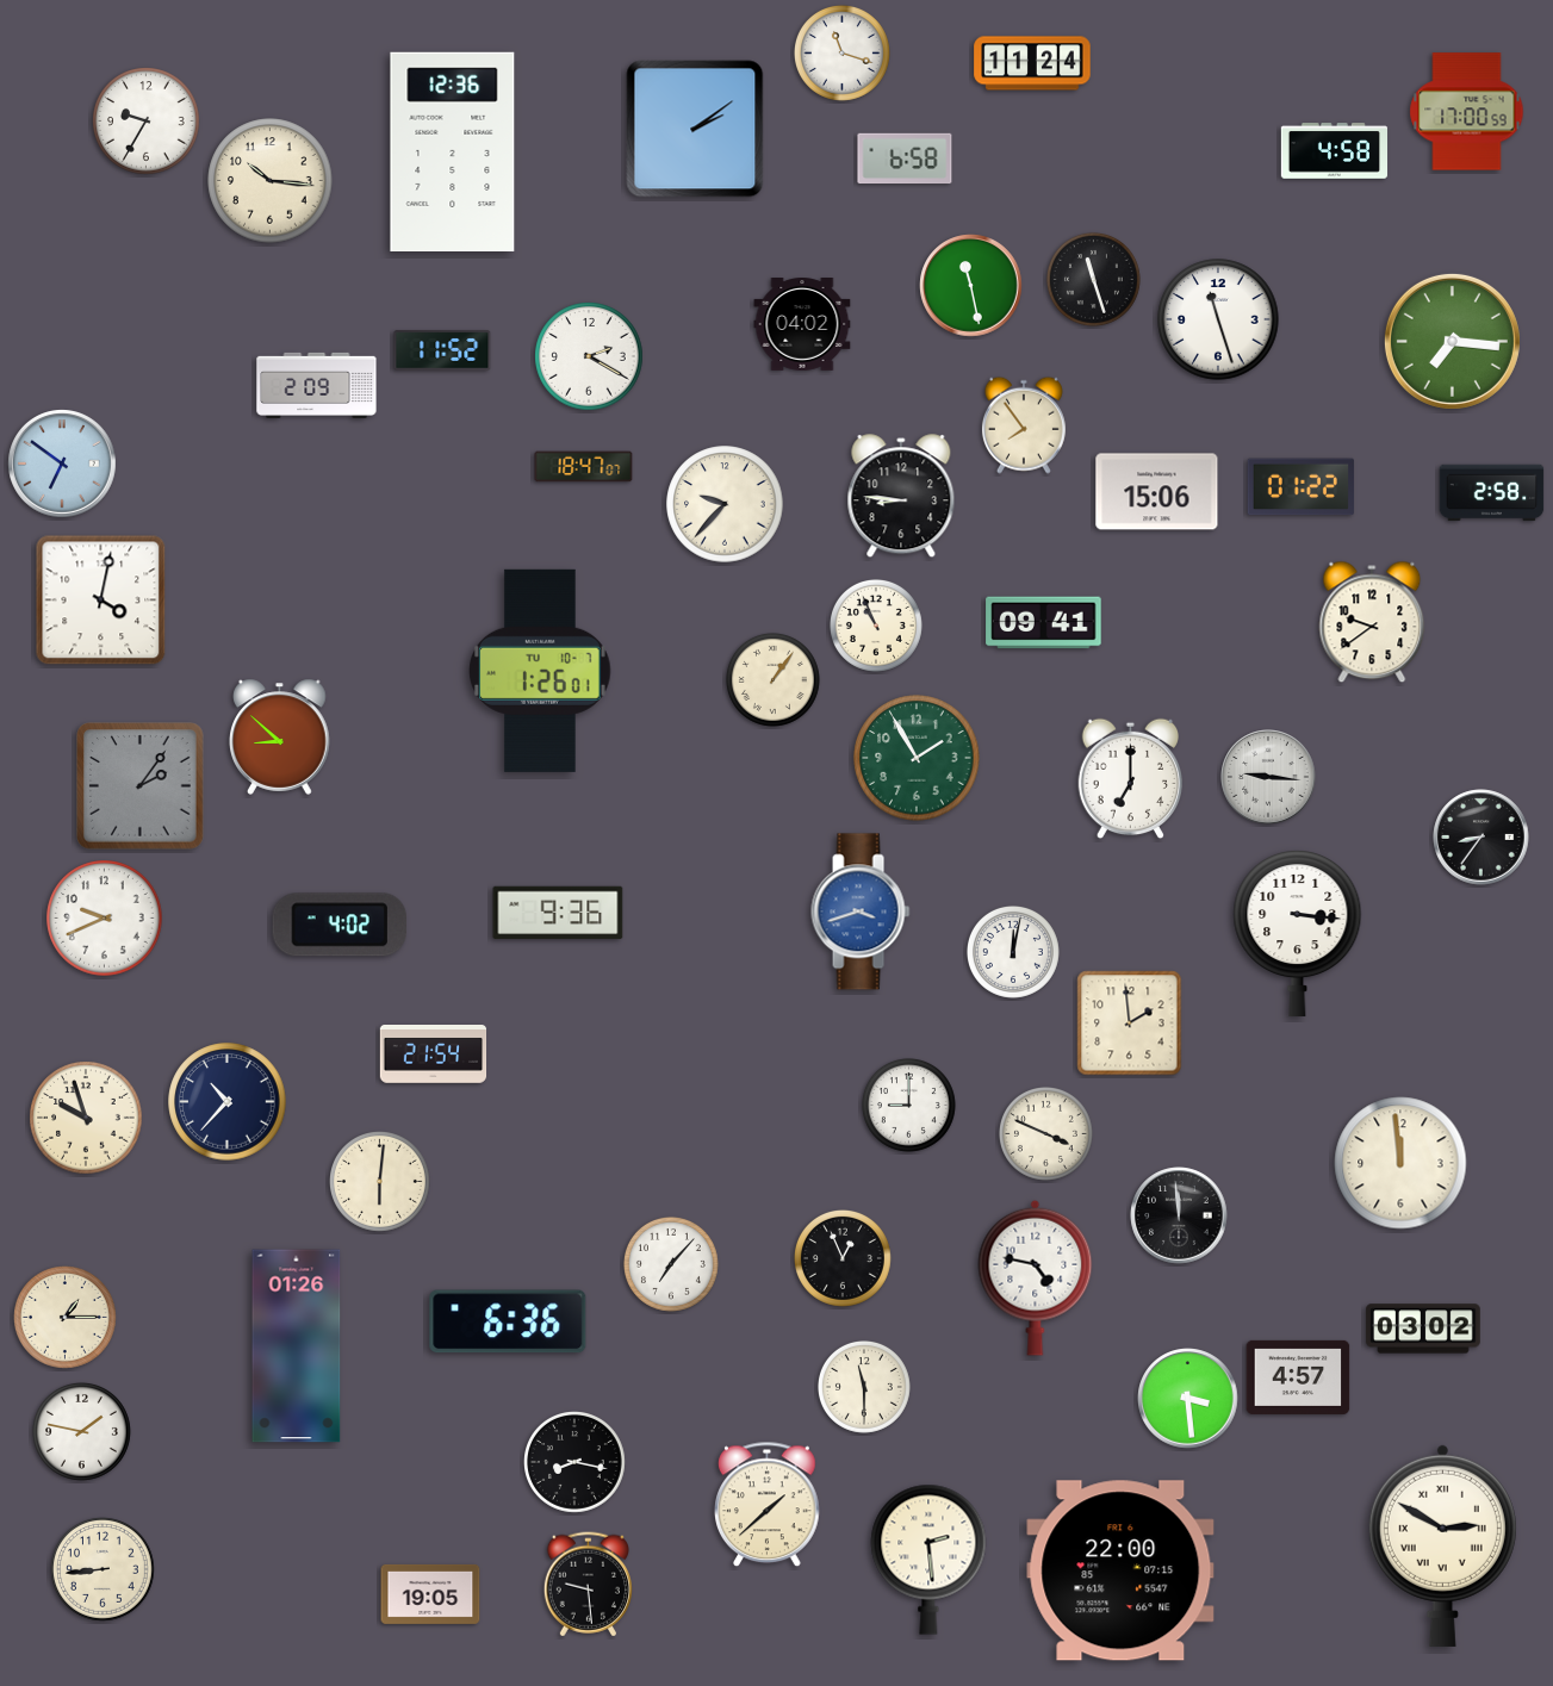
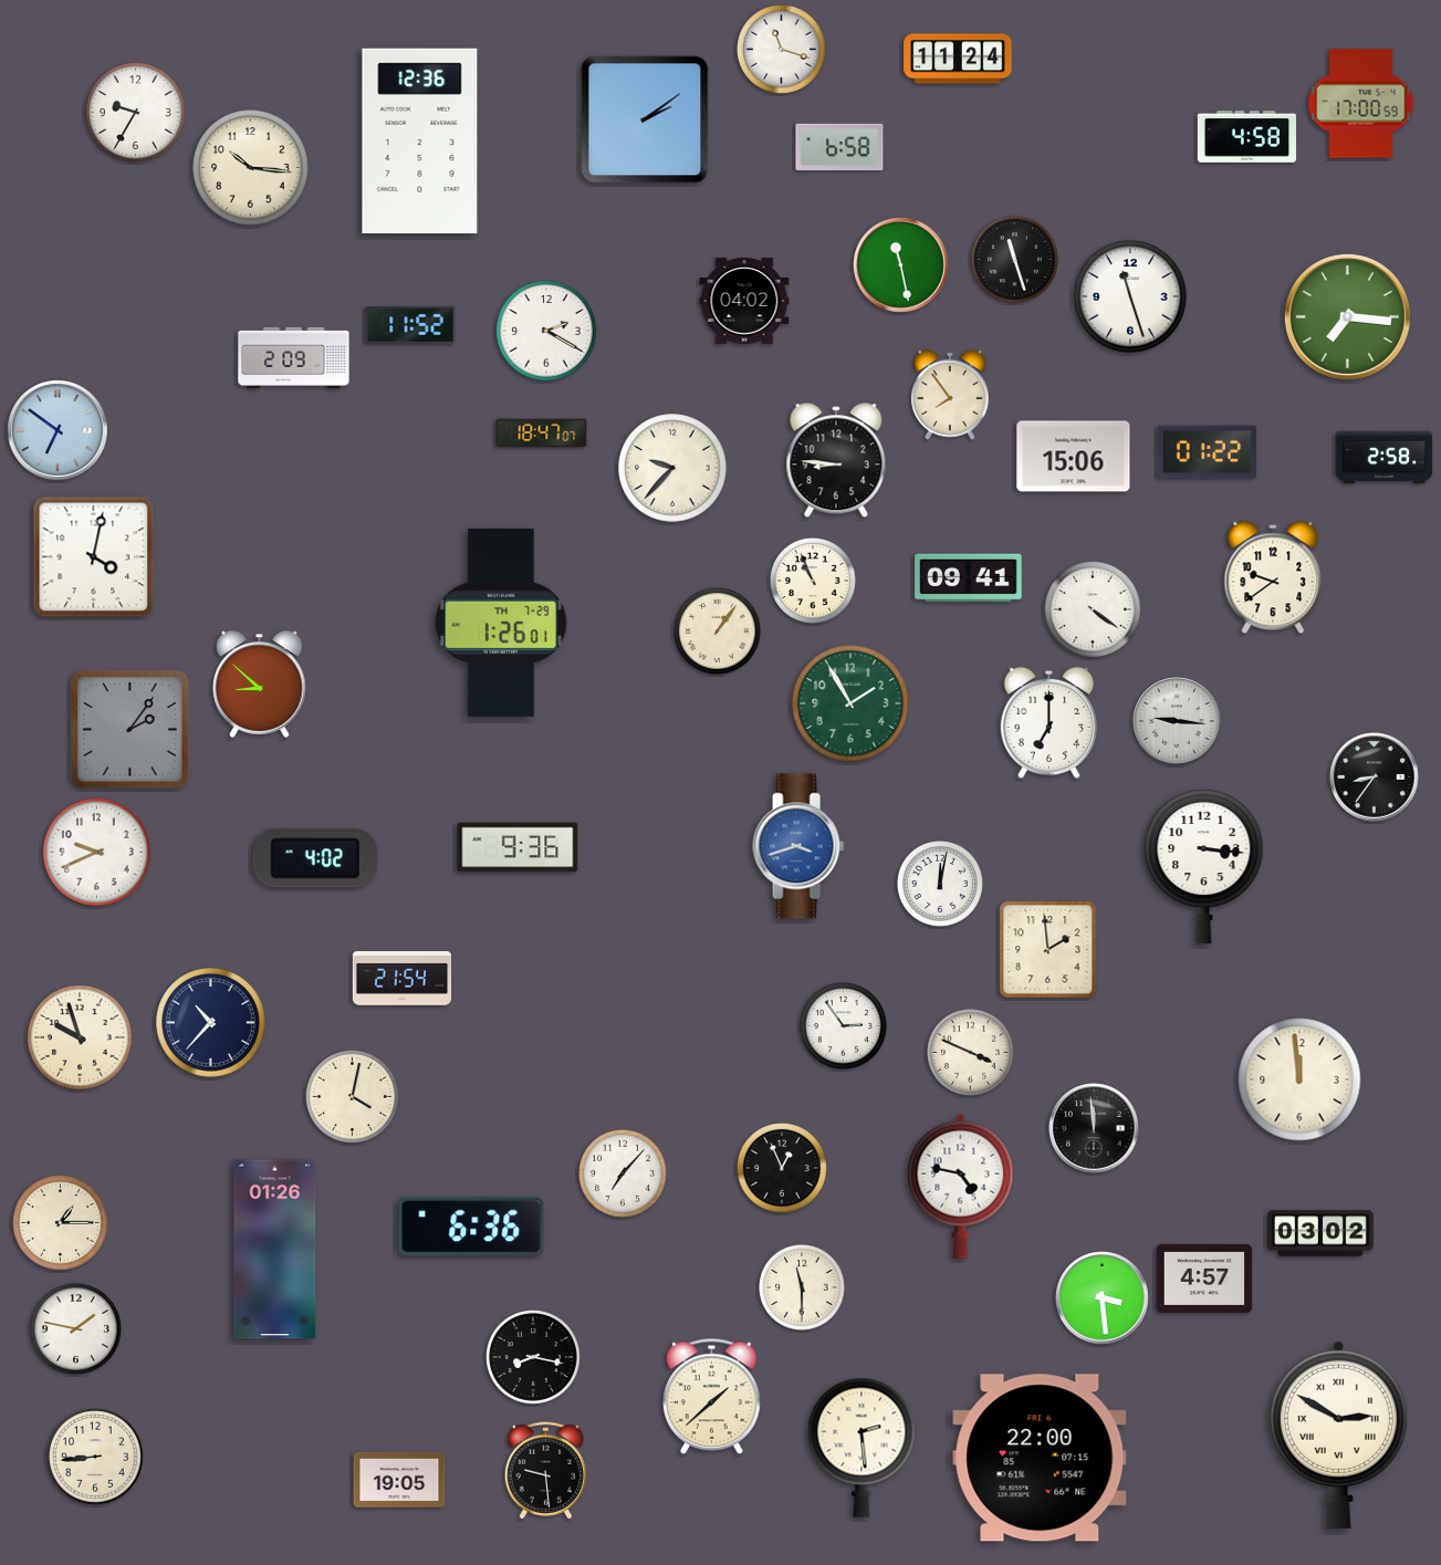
clock at (1335, 151) position: (1335, 151) -> (1247, 137)
clock at (1094, 611): none -> 4:21
clock at (540, 671) date: TU 10-7 -> TH 7-29
clock at (908, 1105): 9:00 -> 2:54
clock at (380, 1182): 6:01 -> 4:02
